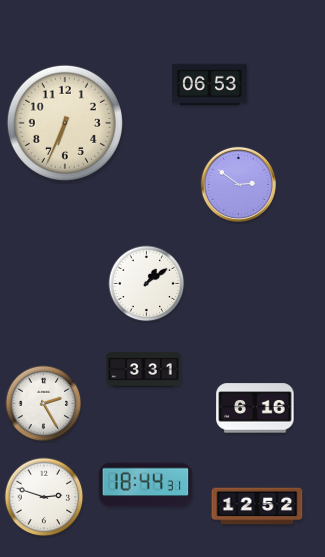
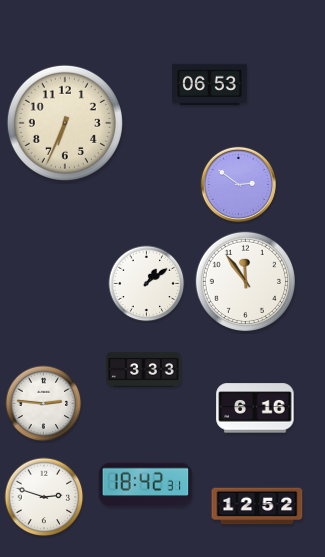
clock at (245, 281): none -> 11:54
clock at (144, 370): 3:31 -> 3:33
clock at (44, 404): 2:25 -> 2:46
clock at (146, 485): 18:44 -> 18:42
